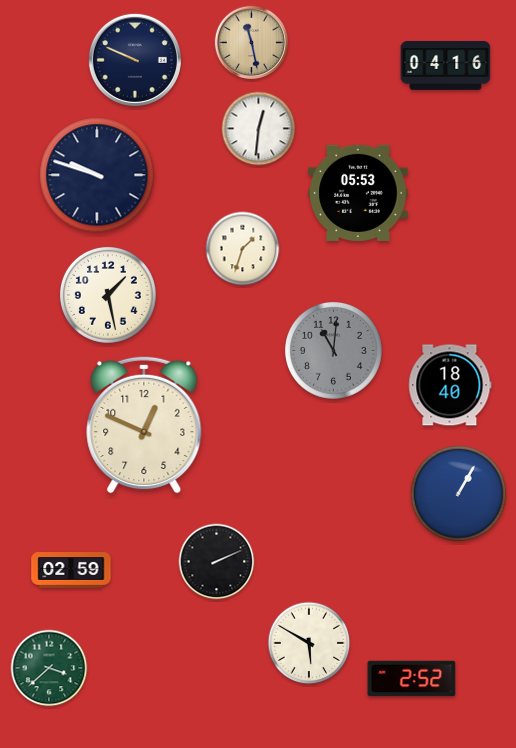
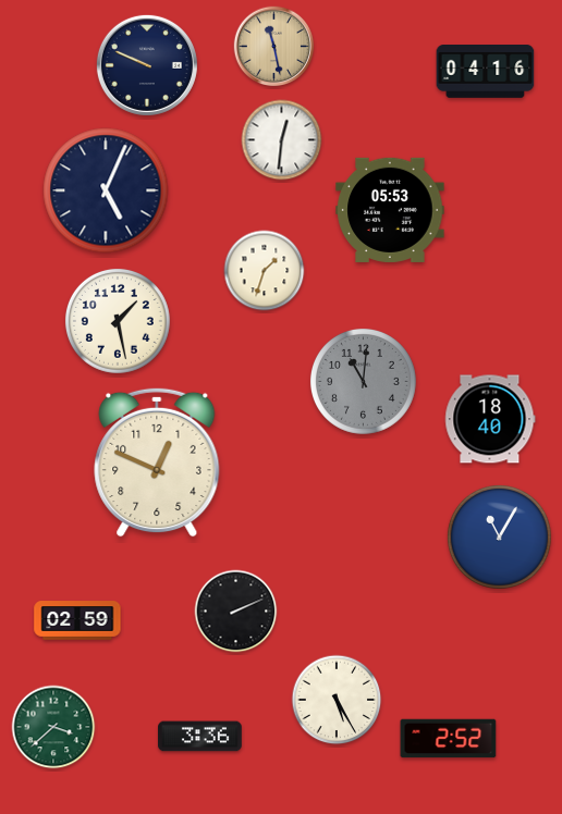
clock at (97, 175): 9:48 -> 5:04
clock at (458, 493): 1:05 -> 11:05
clock at (309, 643): 5:50 -> 5:25
clock at (200, 737): none -> 3:36
